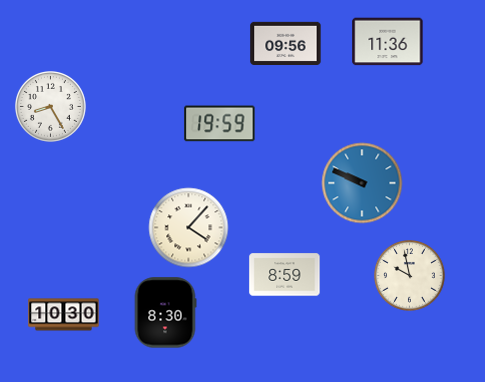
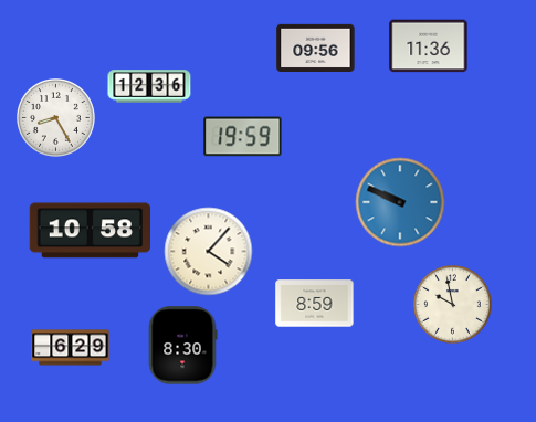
clock at (149, 86): none -> 12:36
clock at (90, 231): none -> 10:58
clock at (64, 315): 10:30 -> 6:29
